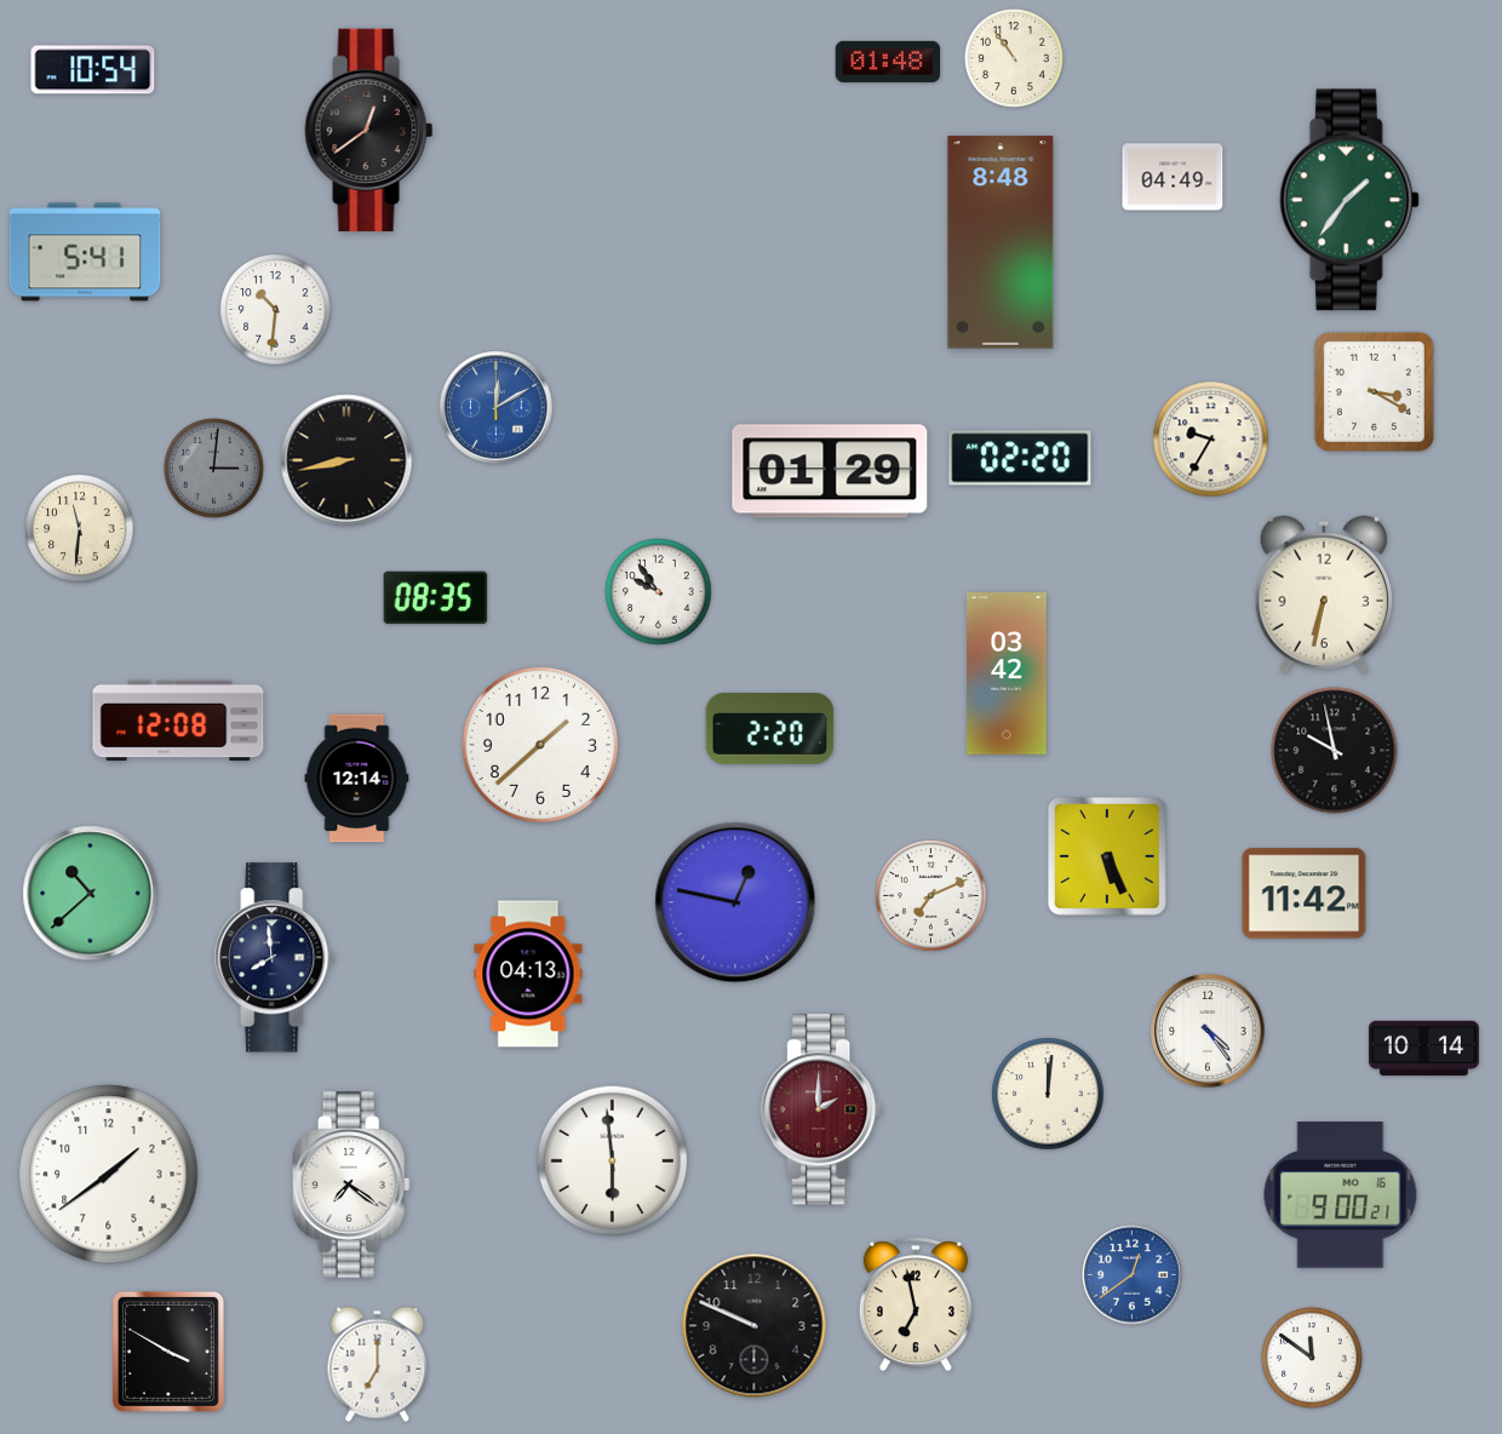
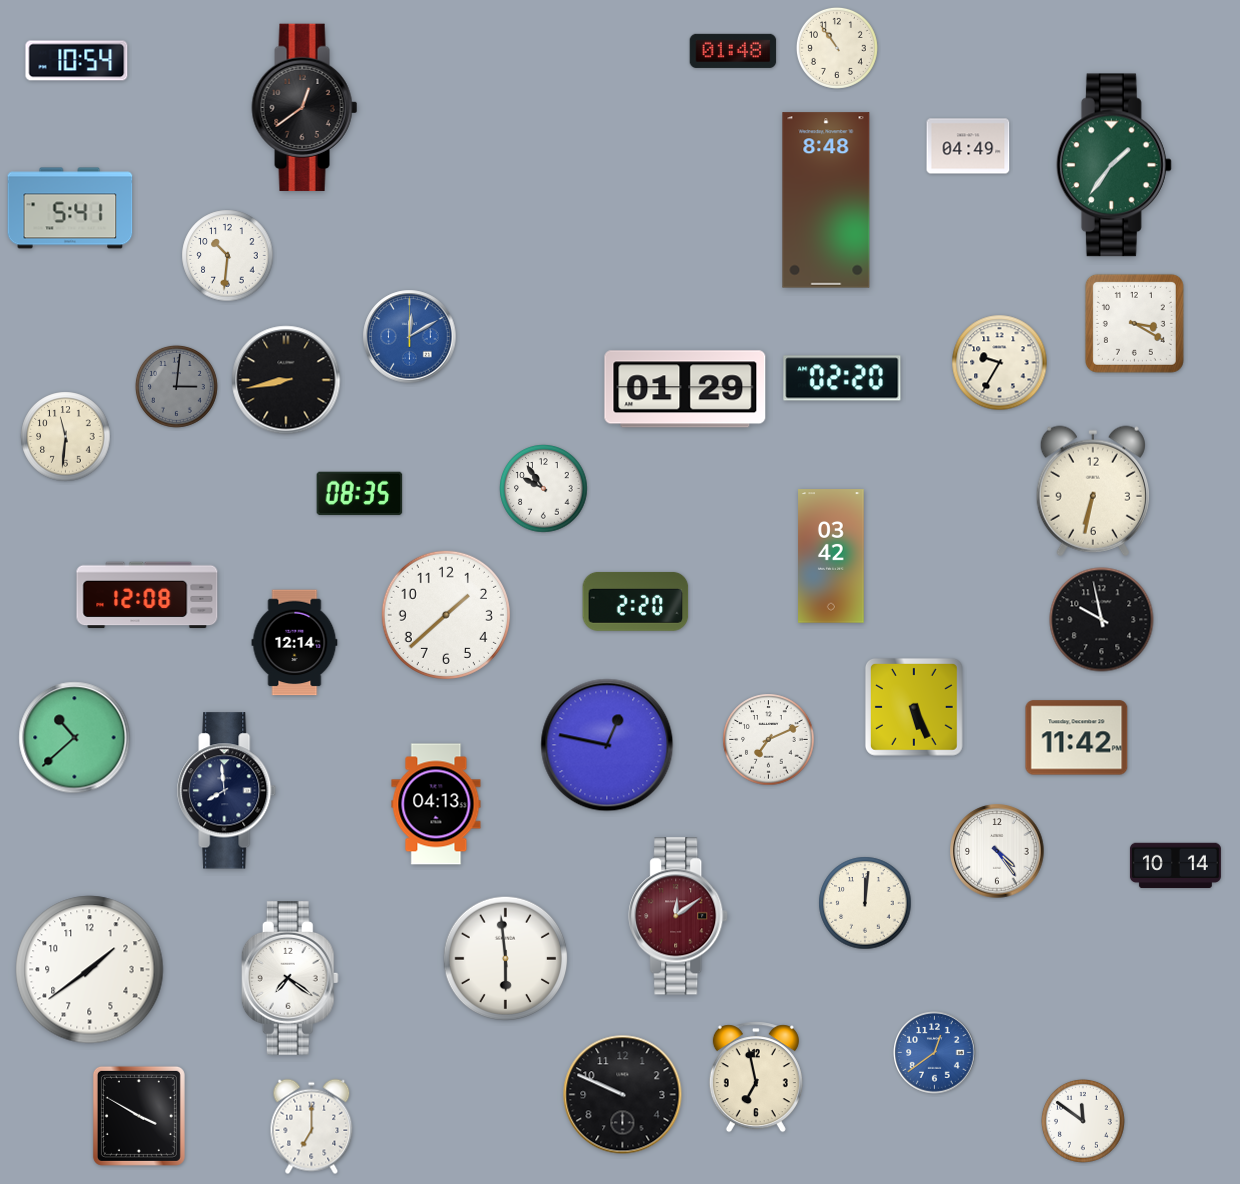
clock at (93, 70) position: (93, 70) -> (77, 61)
clock at (822, 1109): 2:00 -> 12:09
clock at (1341, 1195): 9:00 -> none
